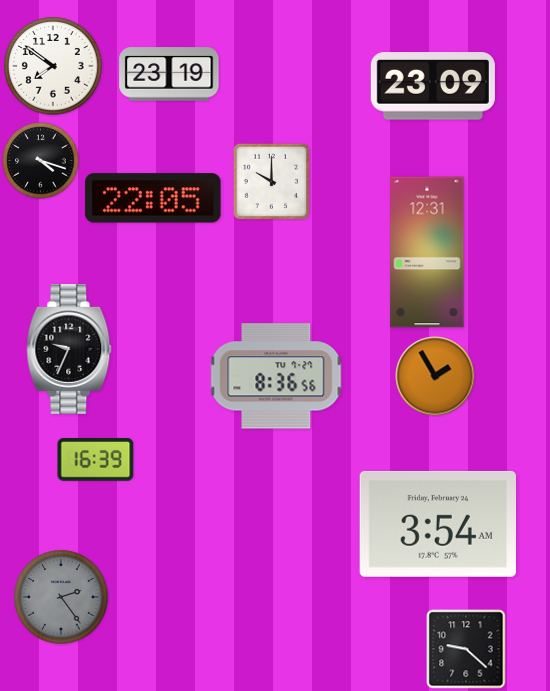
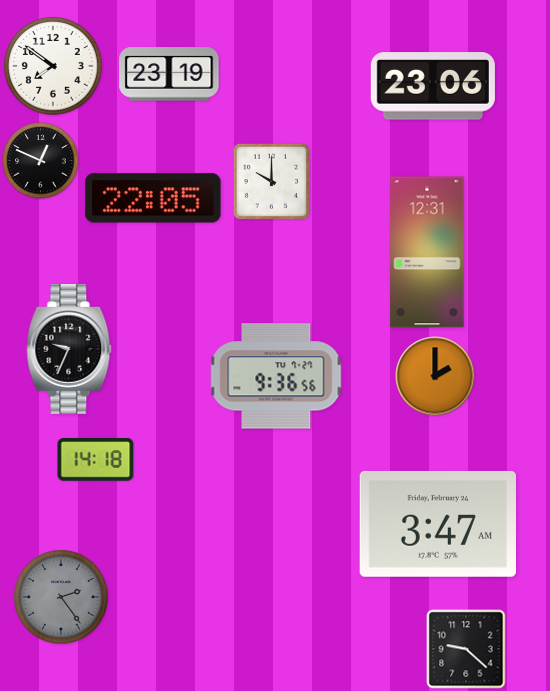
clock at (433, 86): 23:09 -> 23:06
clock at (41, 161): 4:18 -> 12:49
clock at (276, 376): 8:36 -> 9:36
clock at (435, 376): 1:55 -> 2:00
clock at (96, 460): 16:39 -> 14:18
clock at (437, 524): 3:54 -> 3:47
